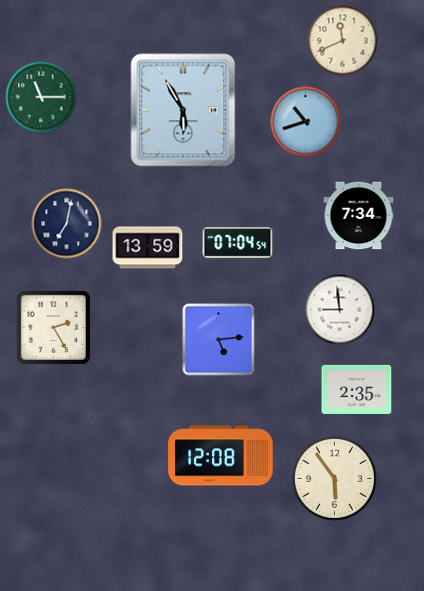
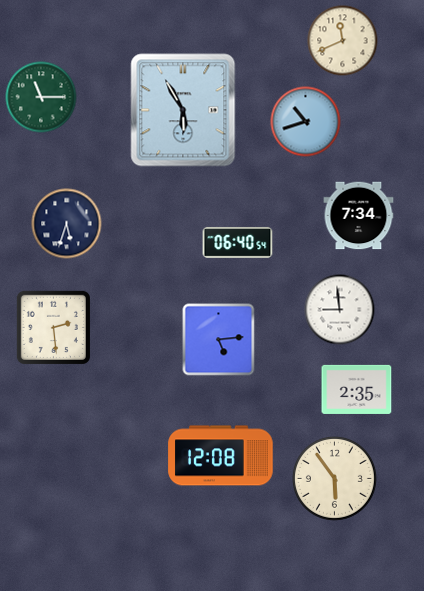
clock at (67, 224): 7:02 -> 5:33
clock at (238, 242): 07:04 -> 06:40
clock at (148, 248): 13:59 -> none
clock at (53, 327): 2:25 -> 2:29
